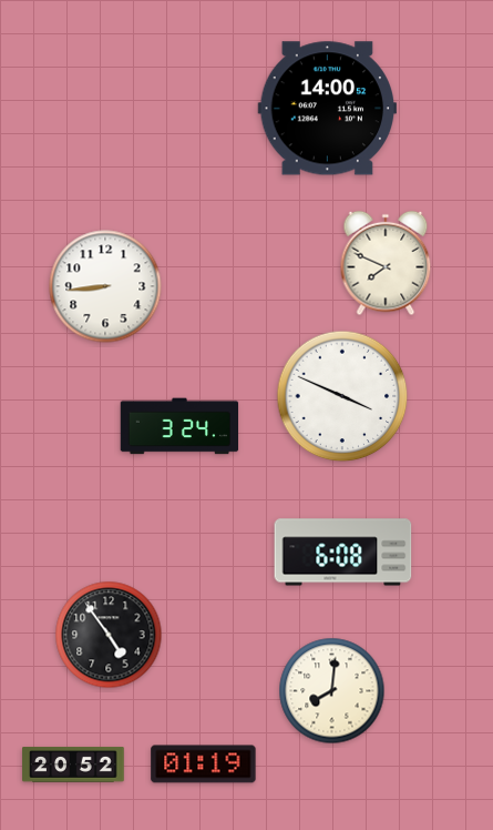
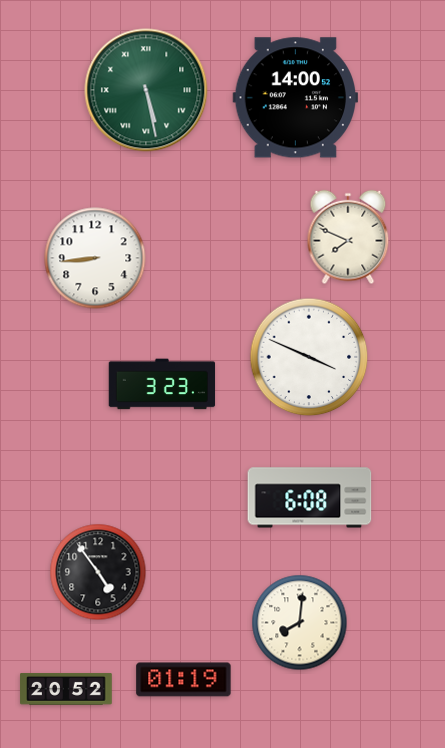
clock at (146, 90): none -> 5:28
clock at (179, 426): 3:24 -> 3:23
clock at (204, 765) position: (204, 765) -> (184, 680)
